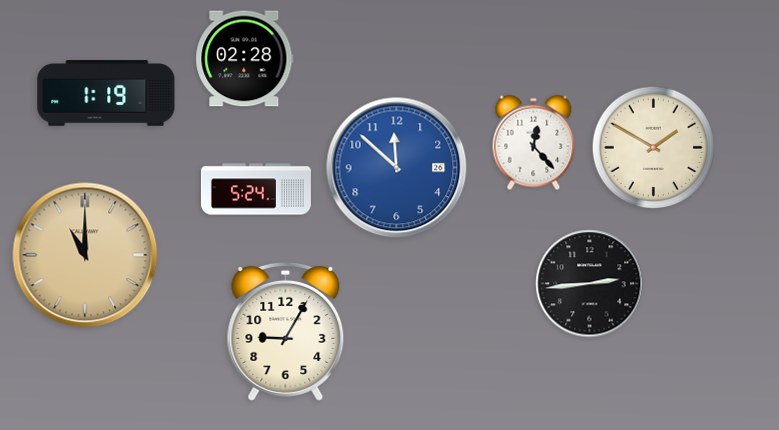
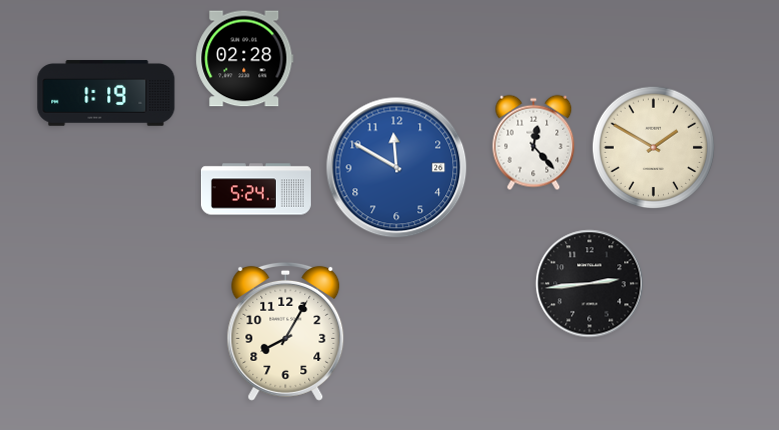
clock at (397, 168): 11:52 -> 11:50
clock at (85, 255): 11:00 -> none
clock at (286, 331): 9:05 -> 8:05
